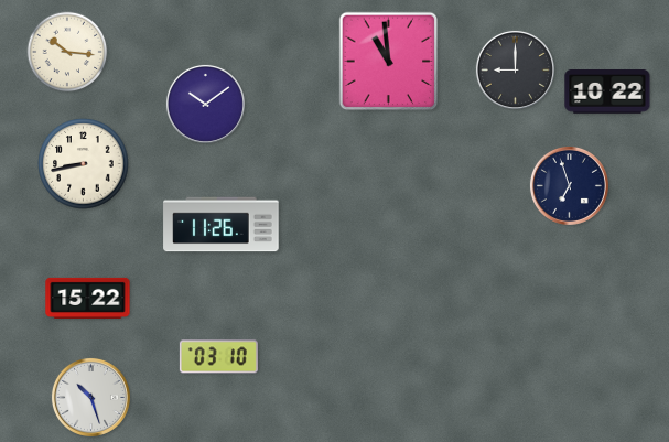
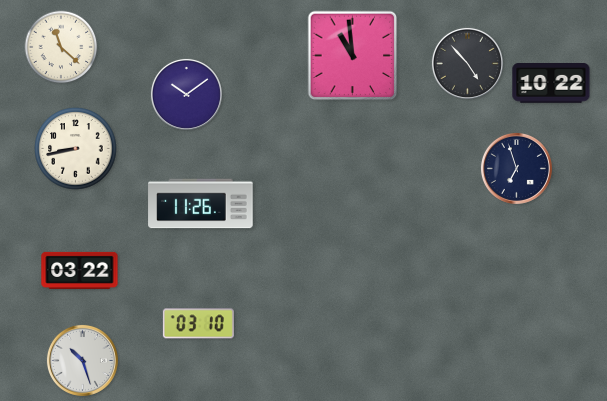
clock at (67, 52): 10:16 -> 11:22
clock at (515, 69): 9:00 -> 4:53
clock at (88, 298): 15:22 -> 03:22
